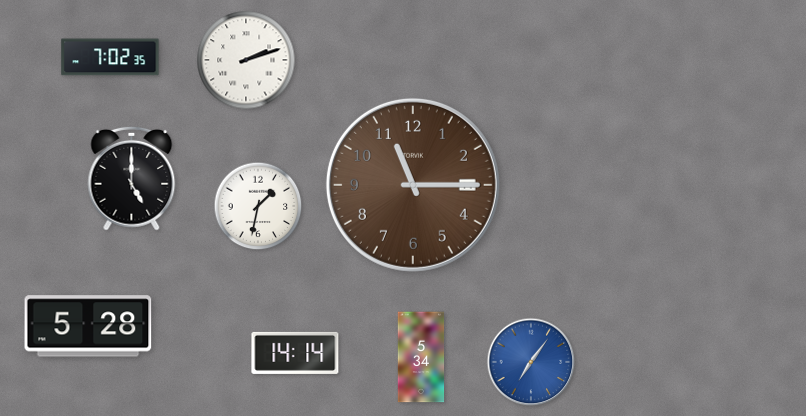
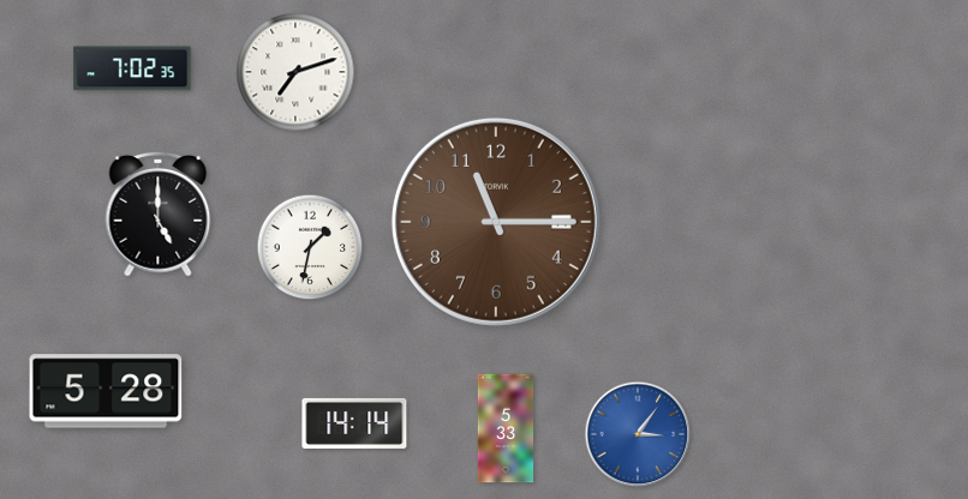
clock at (246, 60): 2:12 -> 7:12
clock at (421, 357): 5:34 -> 5:33
clock at (531, 362): 7:06 -> 3:06
